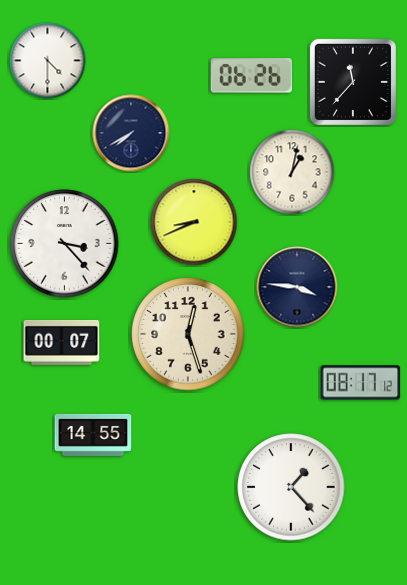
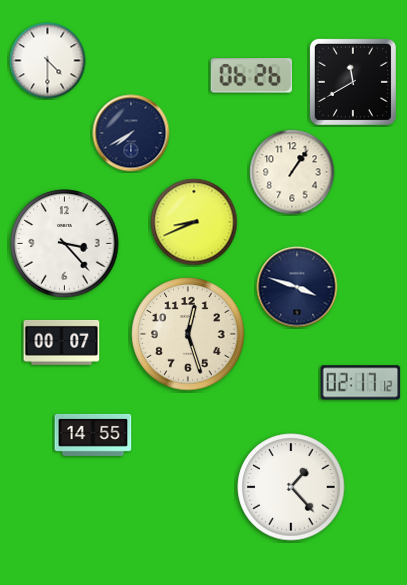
clock at (353, 82): 11:37 -> 11:40
clock at (292, 172): 1:02 -> 1:06
clock at (297, 287): 3:46 -> 3:48
clock at (361, 383): 08:17 -> 02:17
